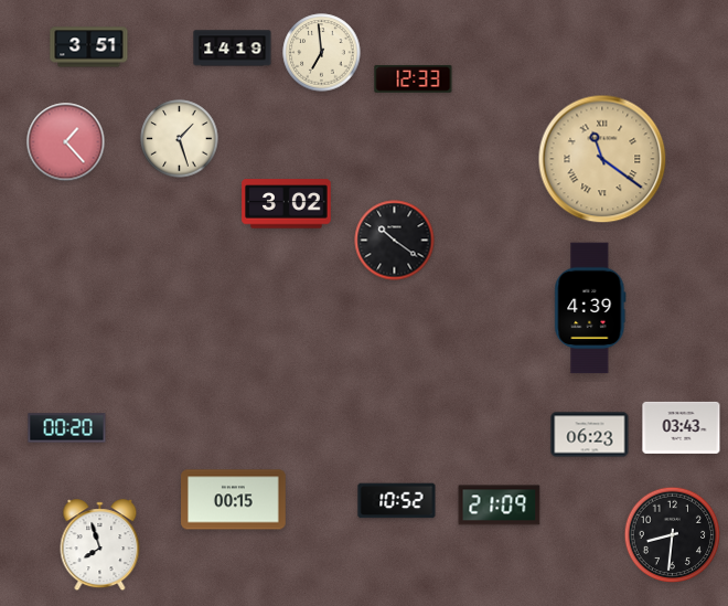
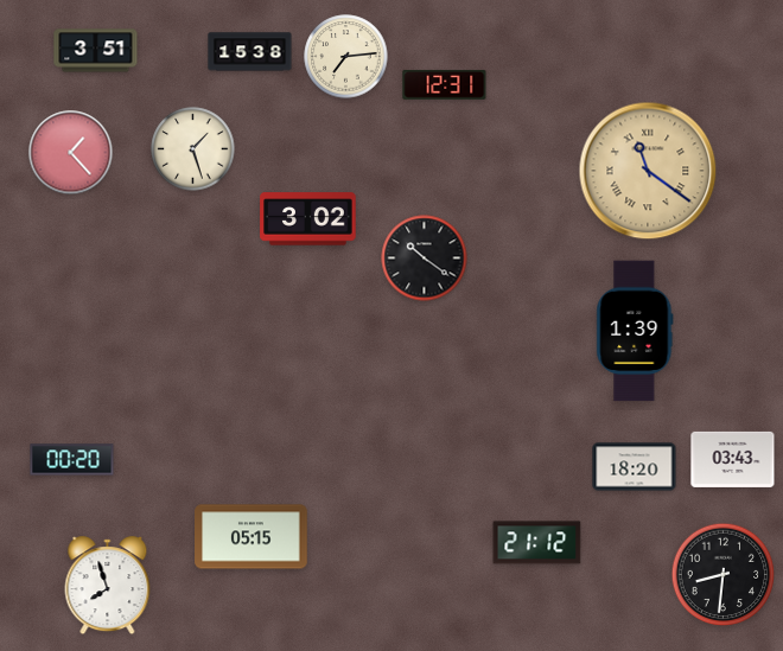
clock at (233, 49): 14:19 -> 15:38
clock at (322, 53): 6:59 -> 7:14
clock at (414, 78): 12:33 -> 12:31
clock at (590, 308): 4:39 -> 1:39
clock at (590, 435): 06:23 -> 18:20
clock at (234, 500): 00:15 -> 05:15
clock at (397, 501): 10:52 -> none
clock at (500, 506): 21:09 -> 21:12
